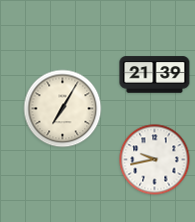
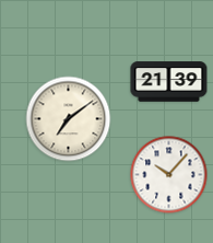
clock at (63, 109): 7:05 -> 7:09
clock at (155, 160): 9:43 -> 10:07
